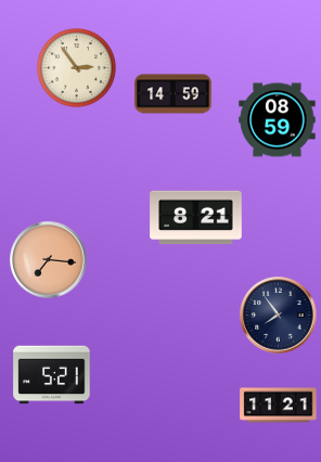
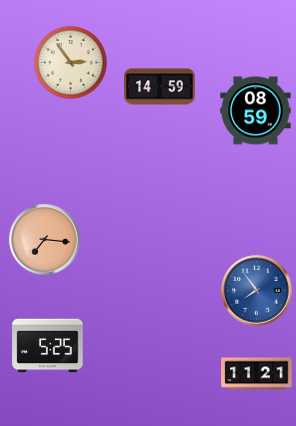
clock at (196, 218): 8:21 -> none
clock at (279, 316) dial: navy -> blue
clock at (52, 375): 5:21 -> 5:25
